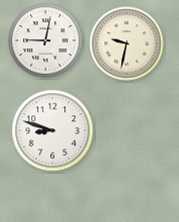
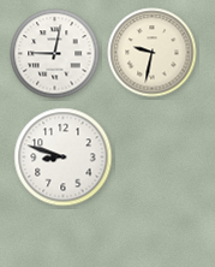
clock at (46, 41) position: (46, 41) -> (55, 54)
